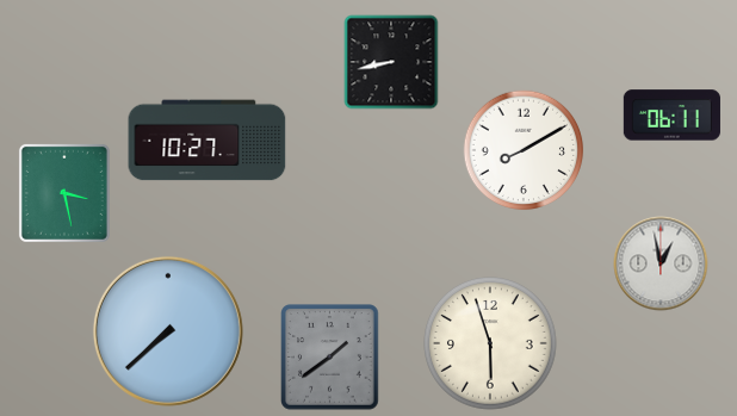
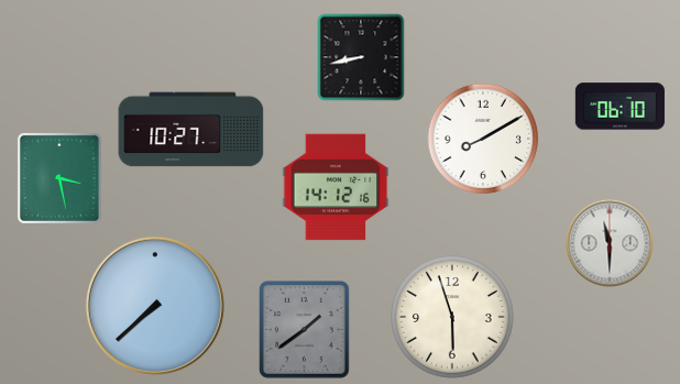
clock at (671, 116): 06:11 -> 06:10
clock at (336, 187): none -> 14:12
clock at (661, 263): 12:58 -> 11:30
